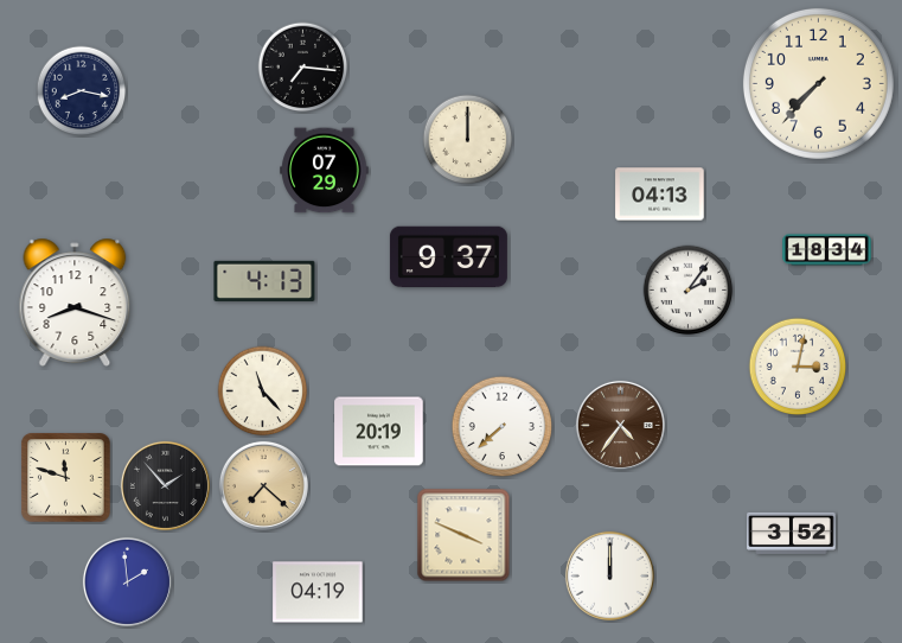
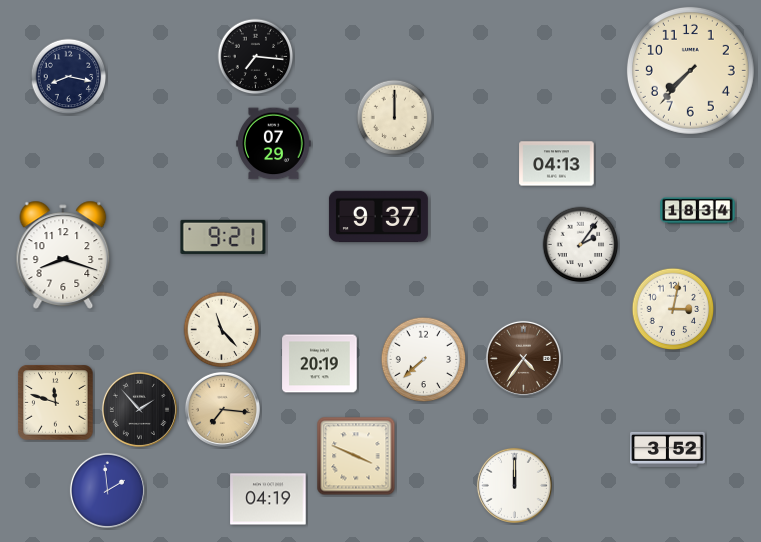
clock at (264, 281): 4:13 -> 9:21
clock at (263, 485): 7:22 -> 7:16
clock at (463, 535) position: (463, 535) -> (356, 456)
